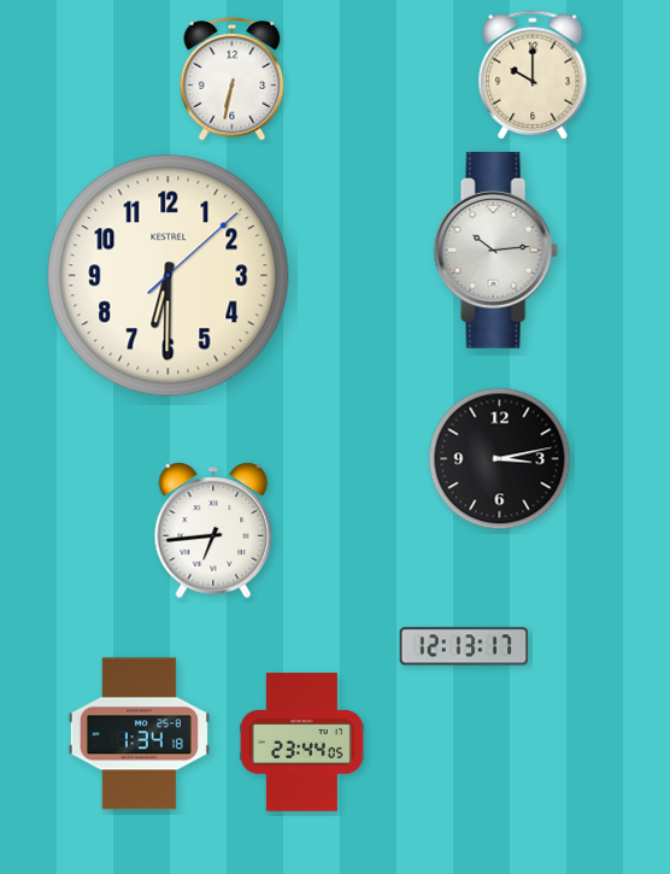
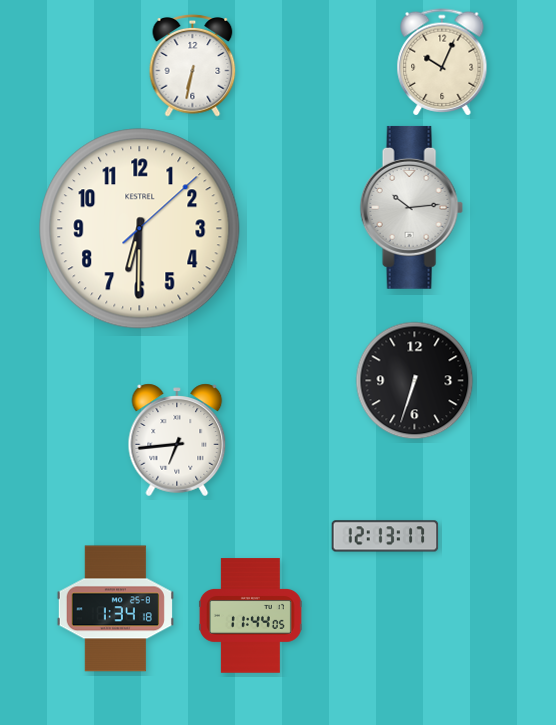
clock at (533, 75): 10:00 -> 10:04
clock at (500, 459): 3:13 -> 6:33
clock at (301, 743): 23:44 -> 11:44
